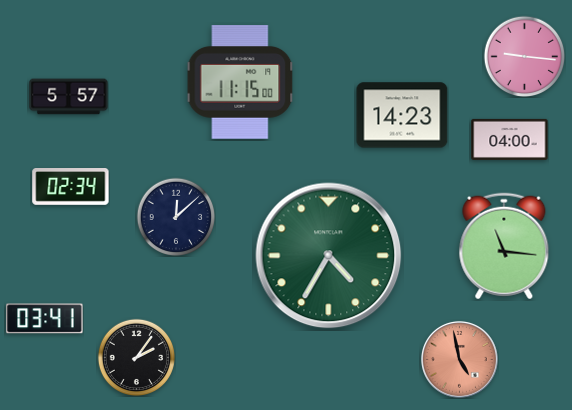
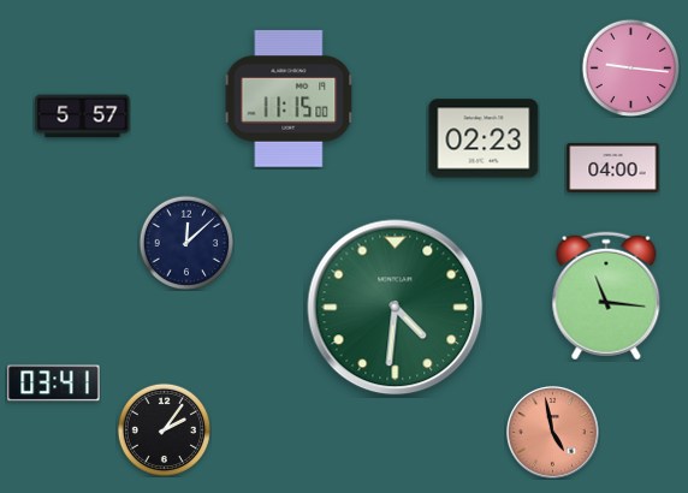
clock at (402, 115): 14:23 -> 02:23
clock at (71, 187): 02:34 -> none
clock at (176, 217) position: (176, 217) -> (186, 243)
clock at (329, 256): 4:35 -> 4:31
